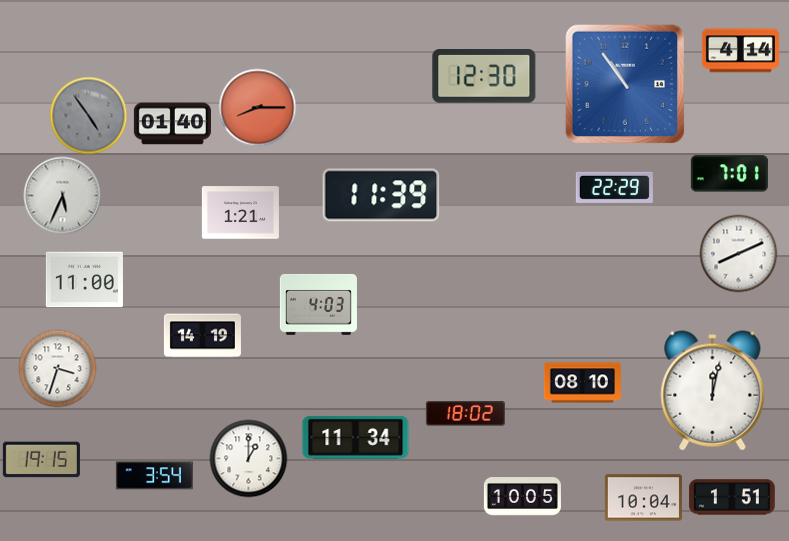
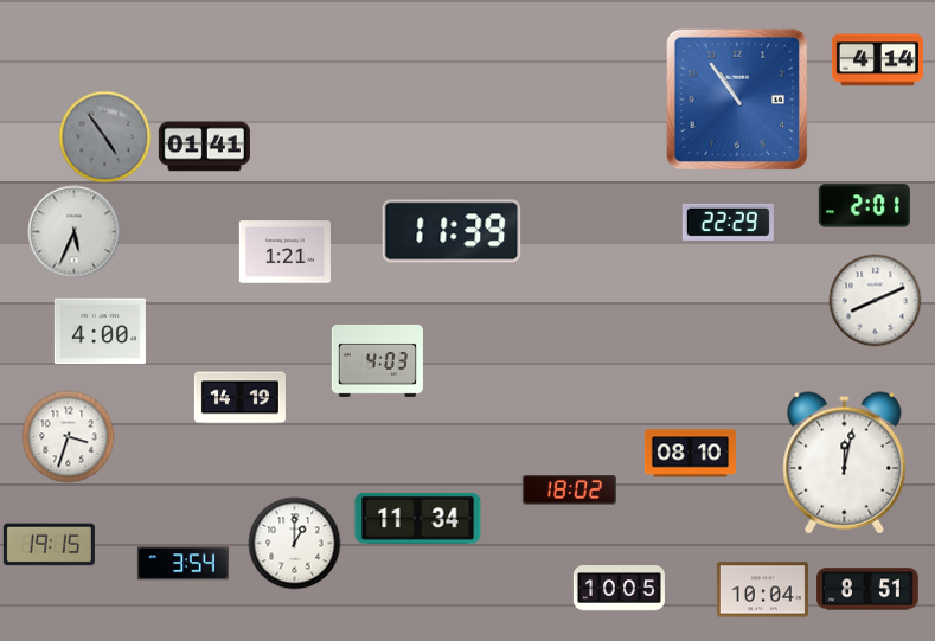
clock at (484, 77): 12:30 -> none
clock at (625, 84) position: (625, 84) -> (737, 100)
clock at (257, 107): 8:15 -> none
clock at (172, 124): 01:40 -> 01:41
clock at (729, 174): 7:01 -> 2:01
clock at (84, 280): 11:00 -> 4:00
clock at (465, 414) position: (465, 414) -> (569, 491)
clock at (356, 437) position: (356, 437) -> (418, 518)
clock at (732, 497): 1:51 -> 8:51
